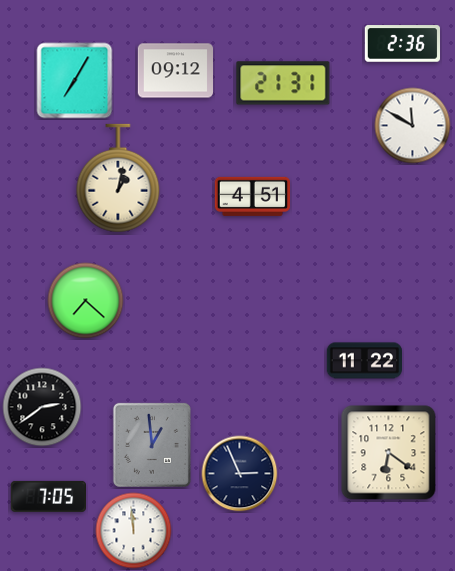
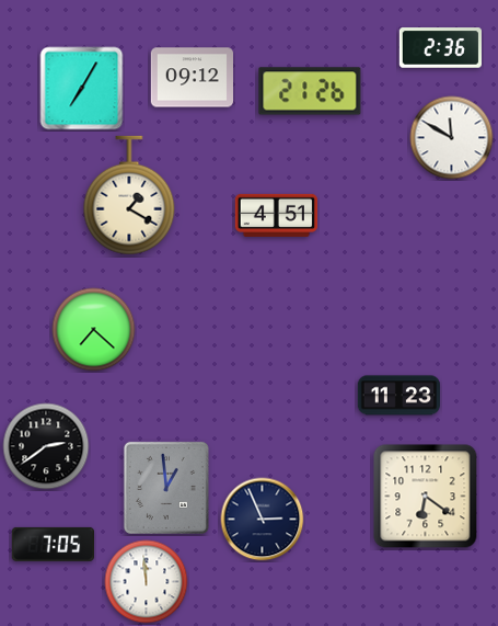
clock at (283, 83): 21:31 -> 21:26
clock at (118, 178): 1:02 -> 1:20
clock at (364, 361): 11:22 -> 11:23
